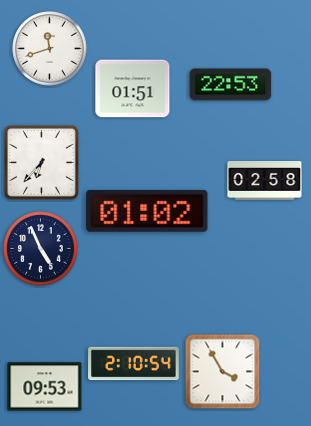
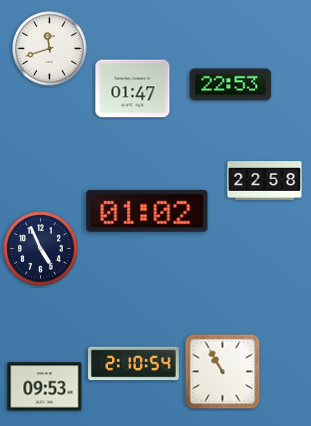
clock at (133, 89): 01:51 -> 01:47
clock at (42, 163): 6:37 -> none
clock at (265, 181): 02:58 -> 22:58
clock at (223, 372): 3:55 -> 10:55
